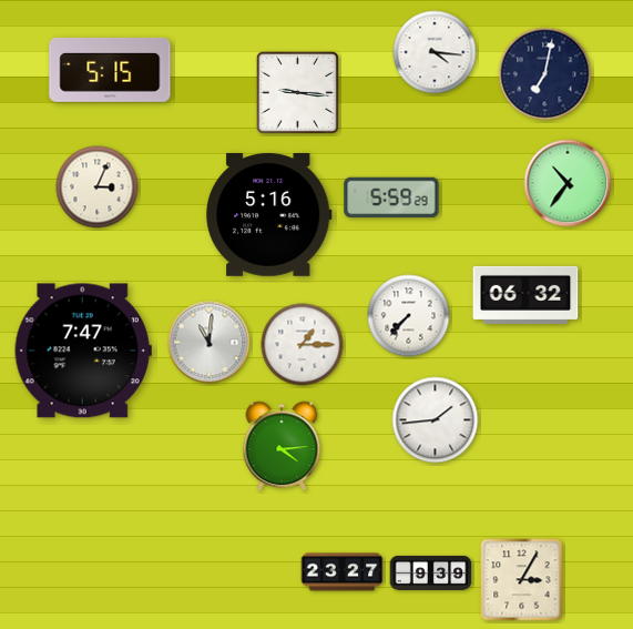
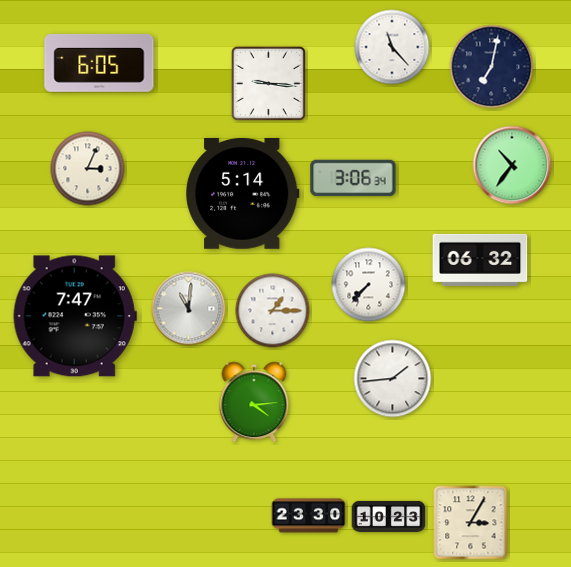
clock at (435, 52): 4:16 -> 11:23
clock at (110, 70): 5:15 -> 6:05
clock at (391, 197): 5:59 -> 3:06
clock at (269, 214): 5:16 -> 5:14
clock at (525, 295) position: (525, 295) -> (480, 260)
clock at (343, 572): 23:27 -> 23:30
clock at (431, 572): 9:39 -> 10:23
